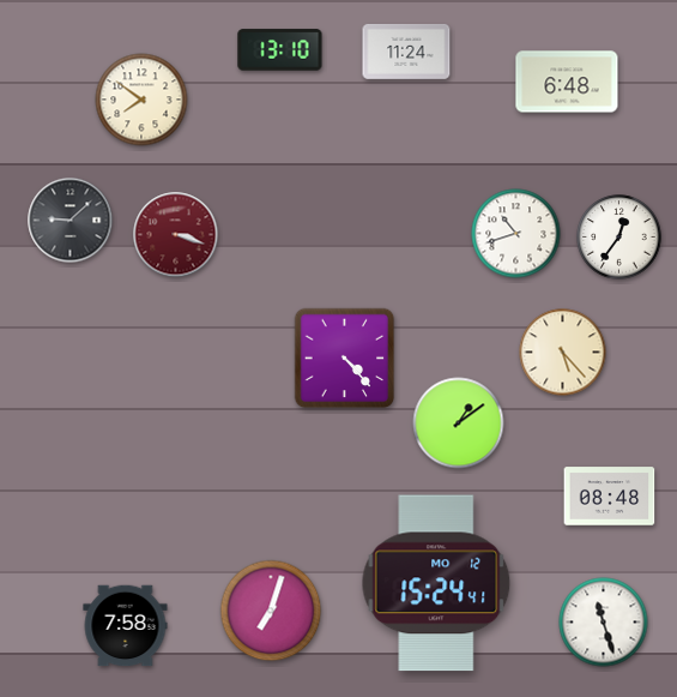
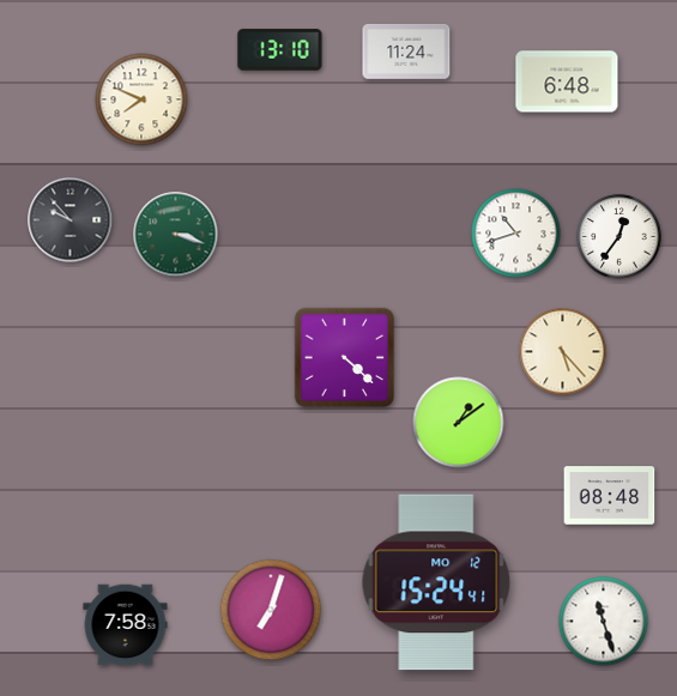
clock at (141, 100): 7:51 -> 7:49
clock at (71, 221): 9:08 -> 9:53
clock at (176, 235) dial: burgundy -> green
clock at (345, 359): 4:23 -> 4:22
